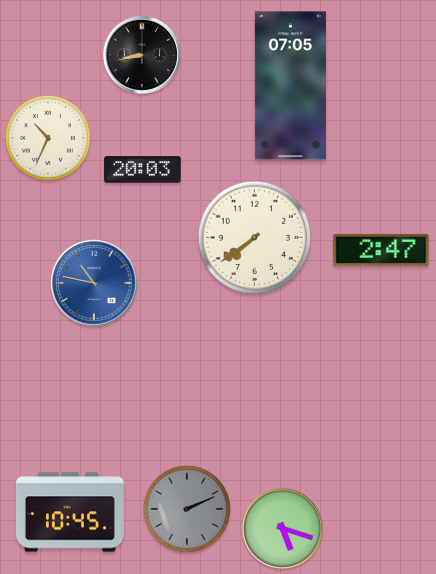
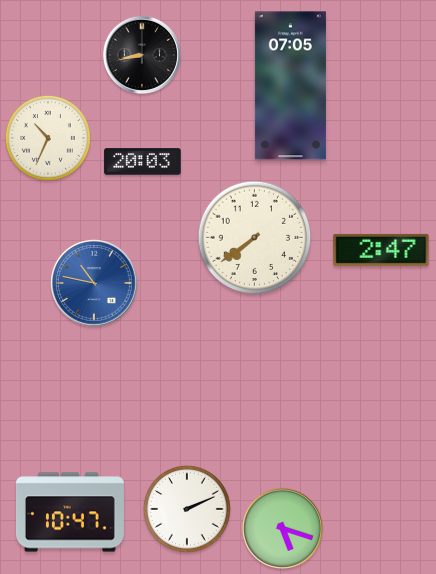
clock at (143, 170) position: (143, 170) -> (143, 162)
clock at (187, 509) dial: grey -> white
clock at (70, 512): 10:45 -> 10:47
